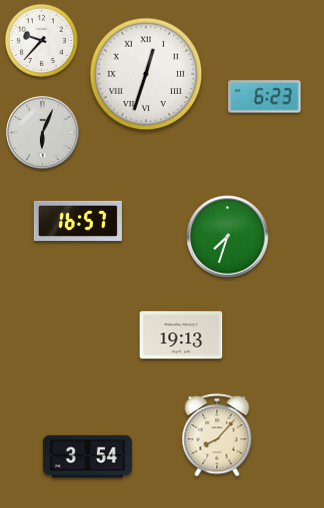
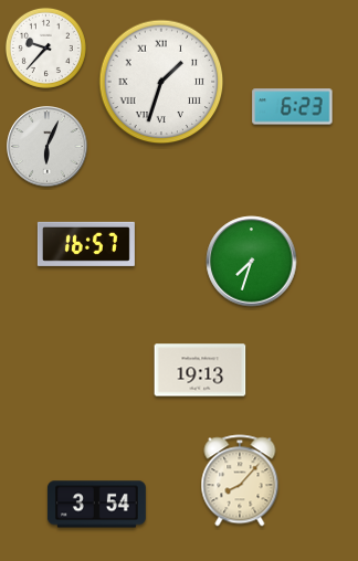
clock at (41, 40) position: (41, 40) -> (45, 47)
clock at (146, 74): 12:33 -> 1:33
